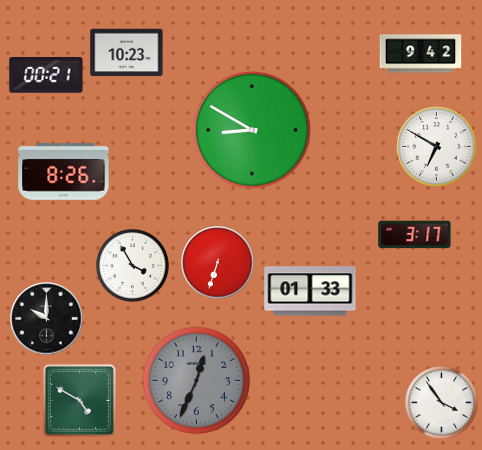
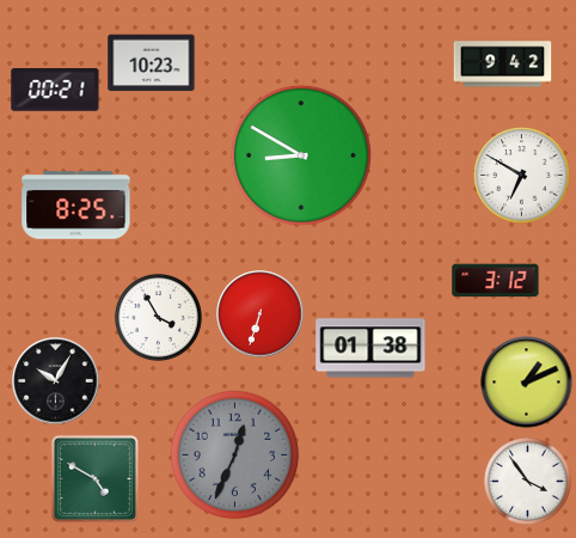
clock at (64, 172): 8:26 -> 8:25
clock at (415, 235): 3:17 -> 3:12
clock at (310, 291): 01:33 -> 01:38
clock at (47, 319): 10:00 -> 10:05
clock at (527, 383): none -> 1:11
